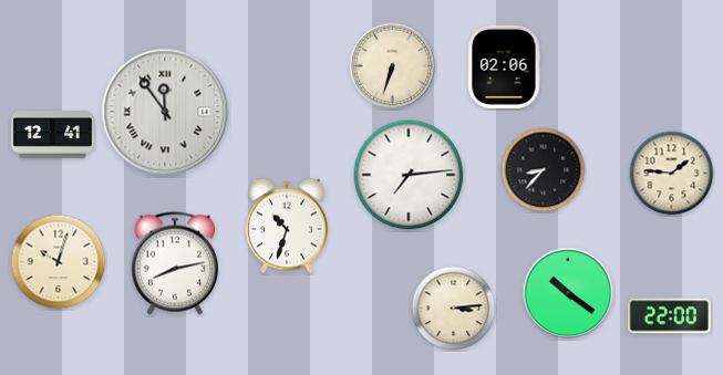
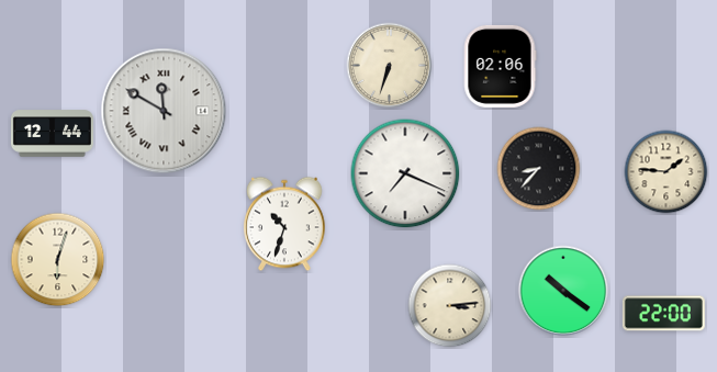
clock at (165, 112): 11:54 -> 11:50
clock at (52, 135): 12:41 -> 12:44
clock at (409, 175): 7:14 -> 7:19
clock at (59, 262): 10:03 -> 6:03
clock at (175, 263): 8:13 -> none
